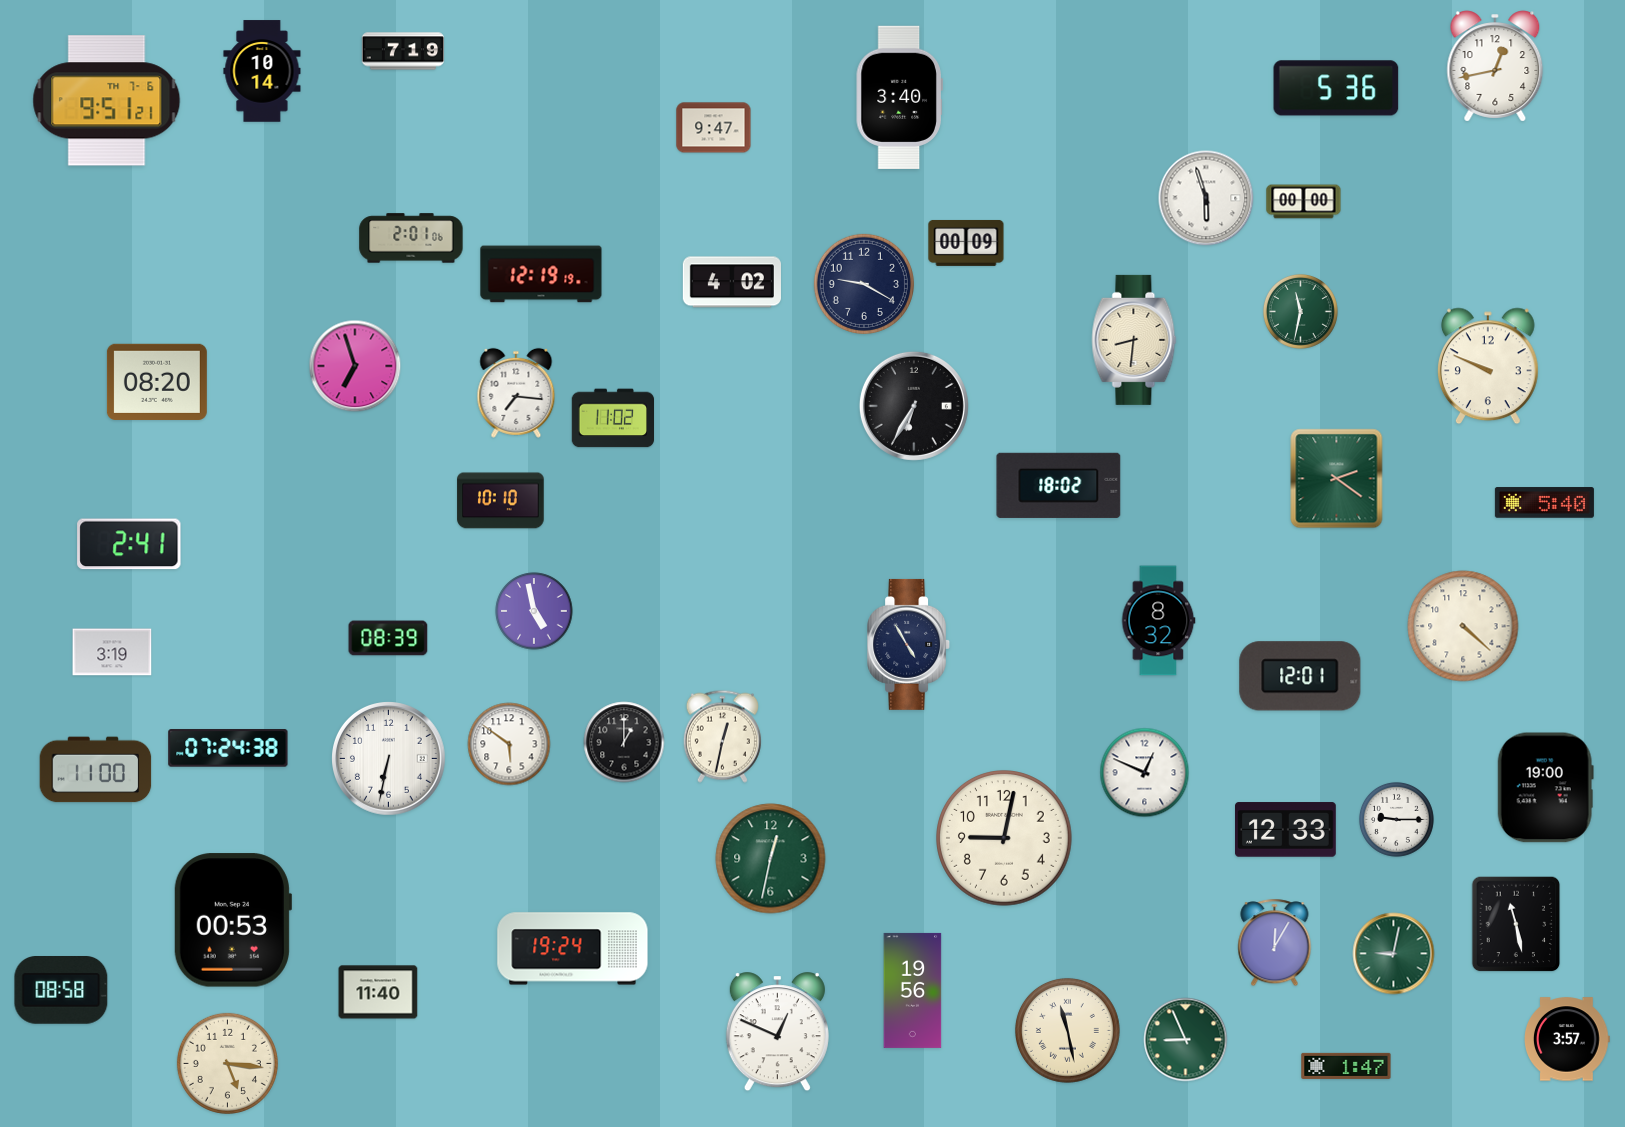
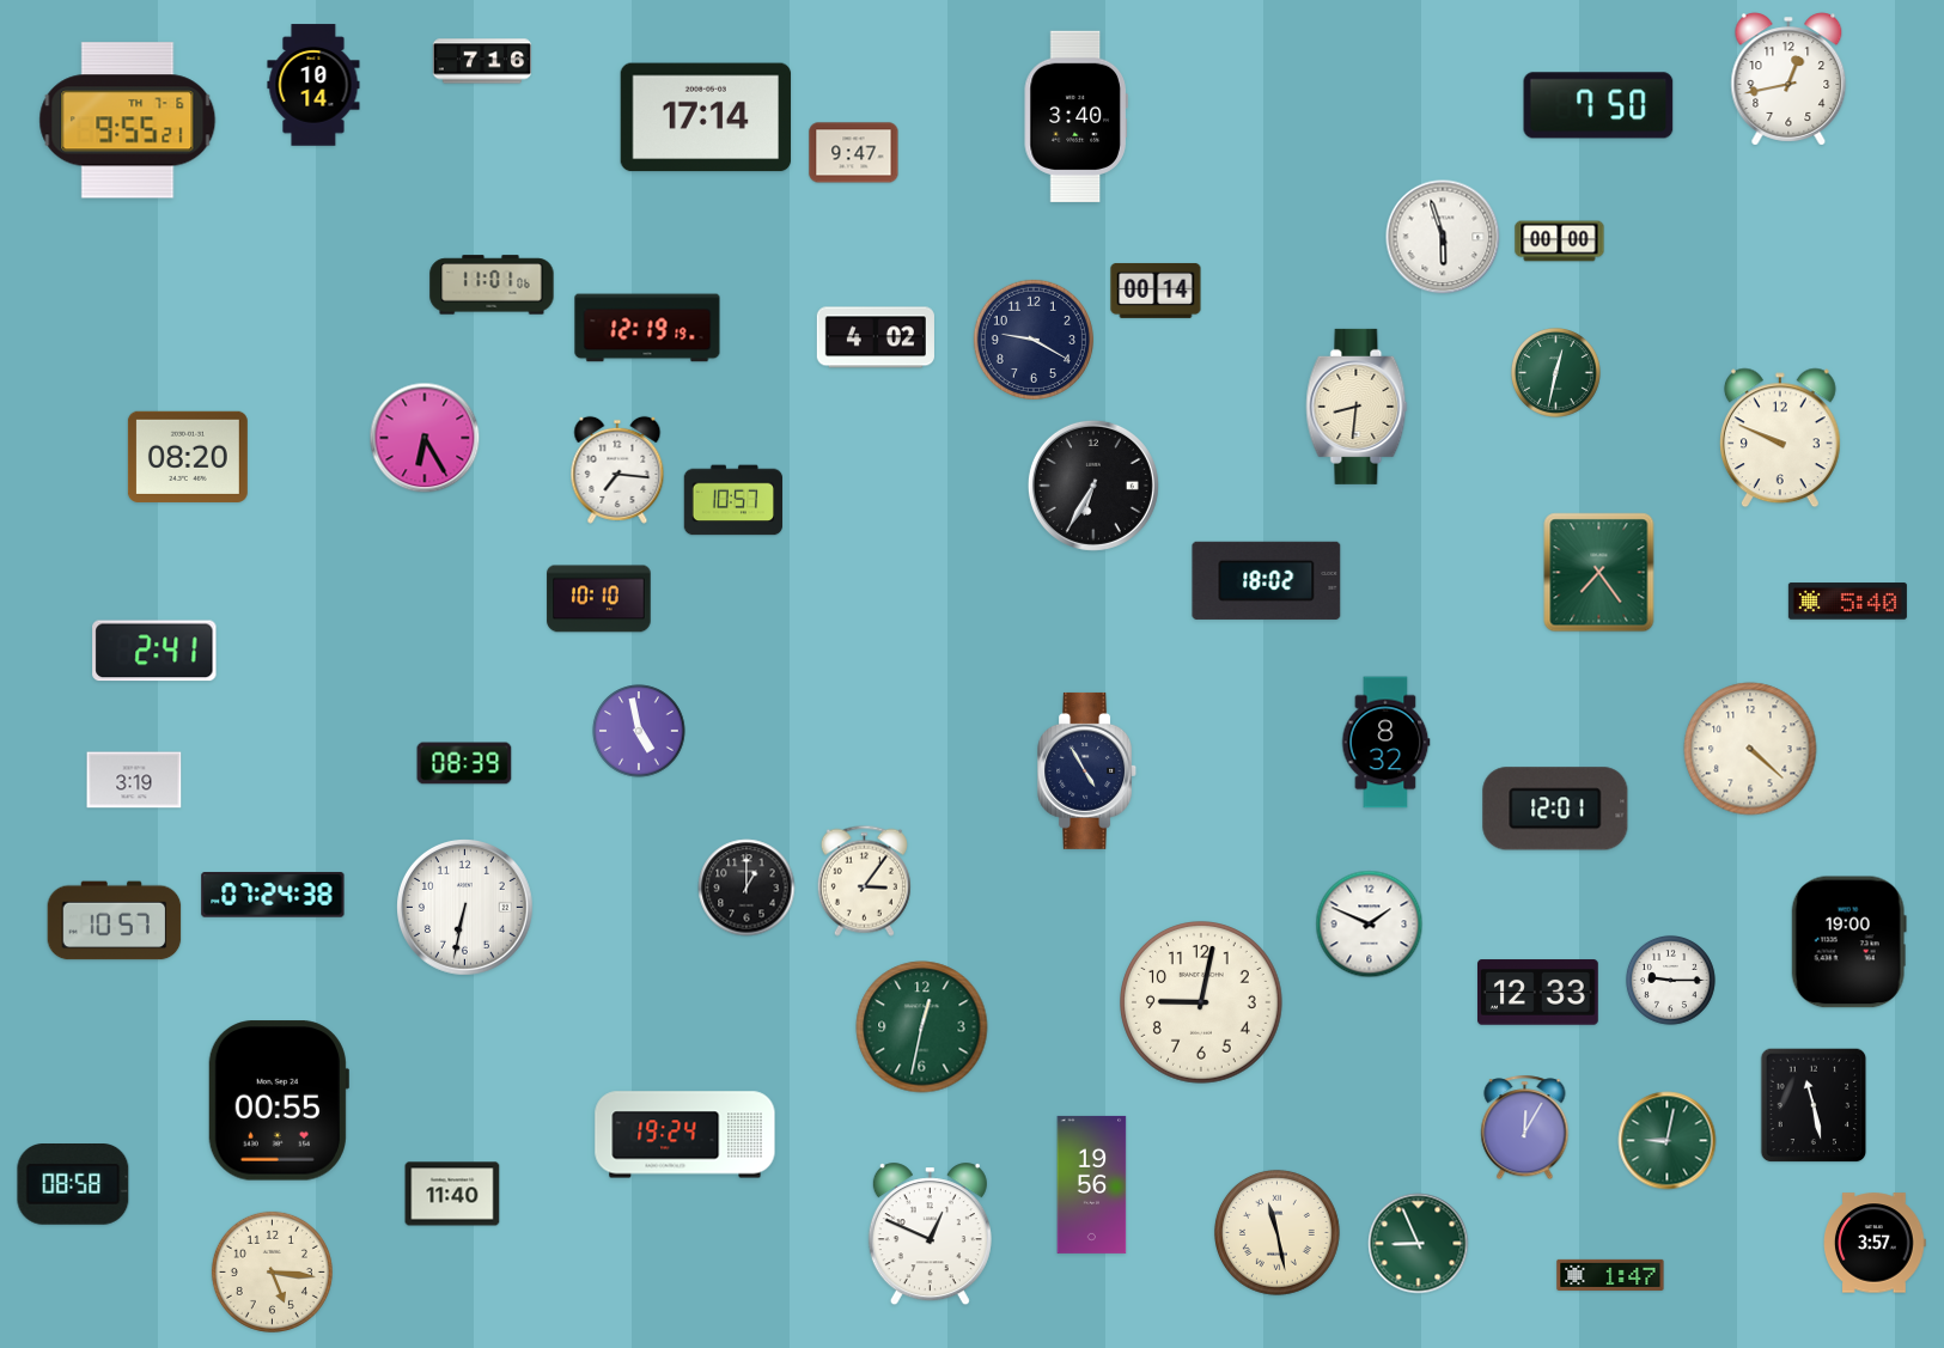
clock at (403, 51): 7:19 -> 7:16
clock at (1336, 88): 5:36 -> 7:50
clock at (706, 117): none -> 17:14
clock at (107, 101): 9:51 -> 9:55
clock at (411, 238): 2:01 -> 11:01
clock at (966, 243): 00:09 -> 00:14
clock at (1300, 311): 11:32 -> 12:32
clock at (355, 366): 6:57 -> 6:25
clock at (613, 418): 11:02 -> 10:57
clock at (1337, 479): 2:21 -> 7:24
clock at (722, 736): 12:32 -> 3:06
clock at (509, 744): 5:51 -> none
clock at (96, 770): 11:00 -> 10:57
clock at (1145, 773): 12:49 -> 1:49
clock at (232, 920): 00:53 -> 00:55
clock at (378, 992) position: (378, 992) -> (452, 1194)
